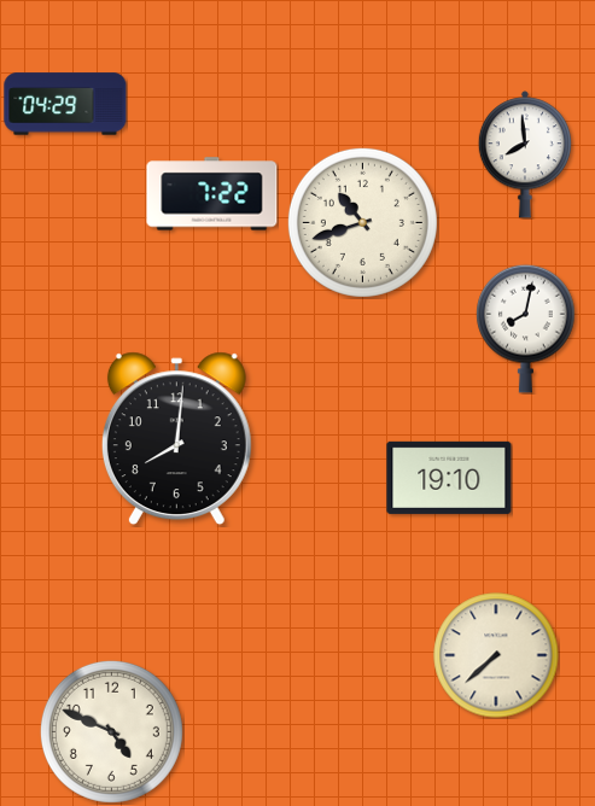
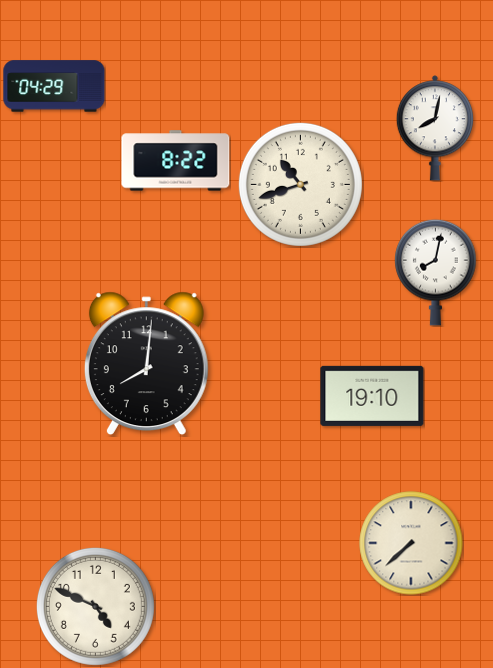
clock at (524, 154): 7:59 -> 8:02
clock at (212, 194): 7:22 -> 8:22
clock at (111, 731) position: (111, 731) -> (95, 606)
